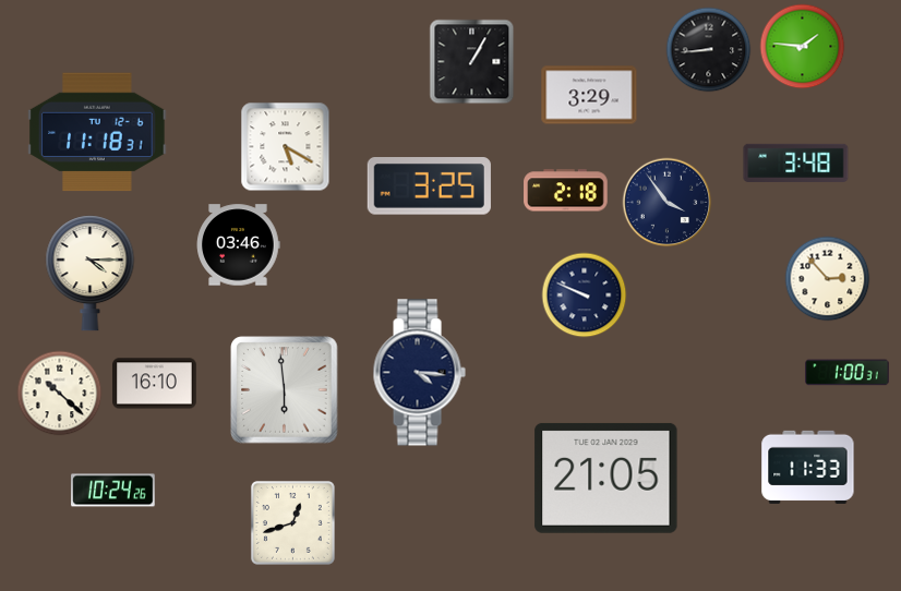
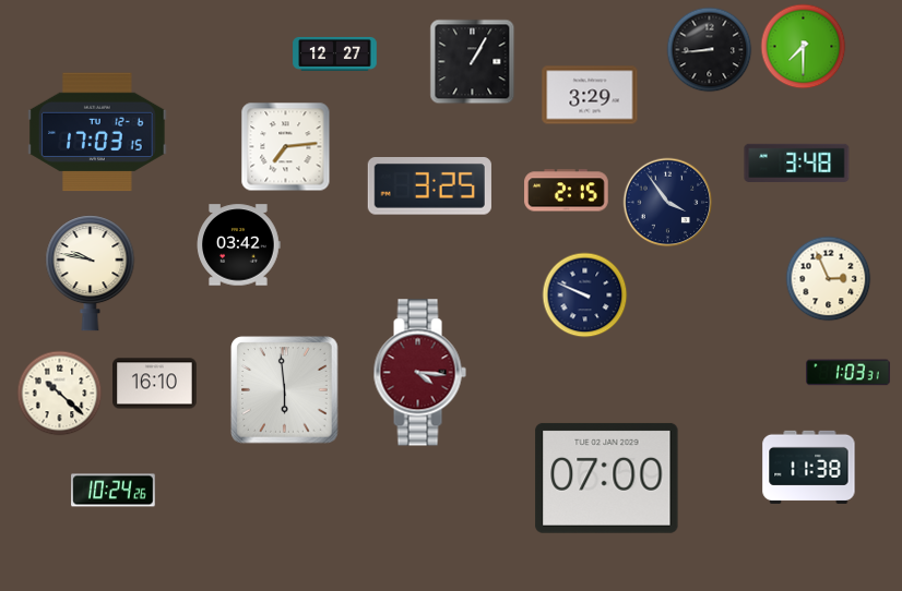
clock at (802, 46): 1:46 -> 7:30
clock at (335, 53): none -> 12:27
clock at (97, 132): 11:18 -> 17:03
clock at (285, 146): 5:20 -> 7:14
clock at (566, 191): 2:18 -> 2:15
clock at (238, 245): 03:46 -> 03:42
clock at (91, 274): 4:15 -> 9:47
clock at (827, 278): 2:53 -> 2:56
clock at (419, 373) dial: navy -> burgundy
clock at (848, 373): 1:00 -> 1:03
clock at (808, 467): 11:33 -> 11:38
clock at (606, 478): 21:05 -> 07:00
clock at (292, 522): 12:42 -> none
